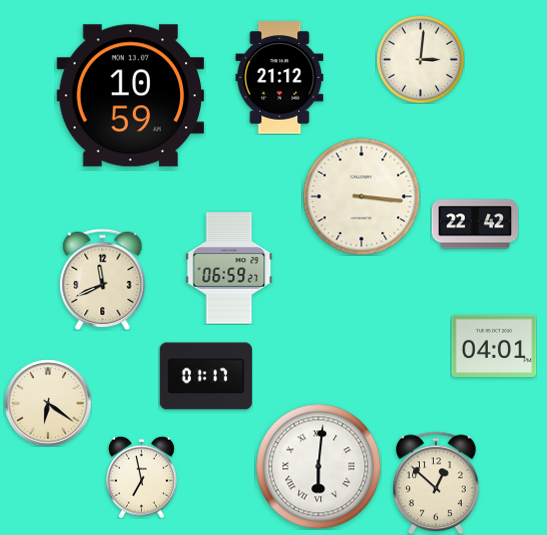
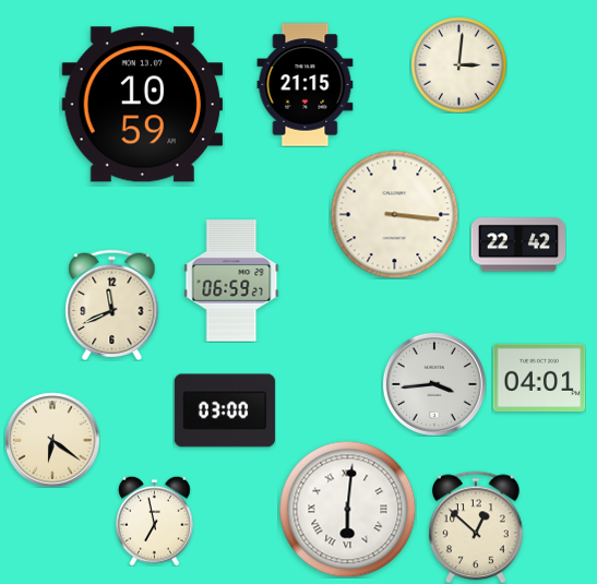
clock at (280, 78): 21:12 -> 21:15
clock at (229, 268) position: (229, 268) -> (231, 281)
clock at (434, 384): none -> 3:44
clock at (206, 376): 01:17 -> 03:00
